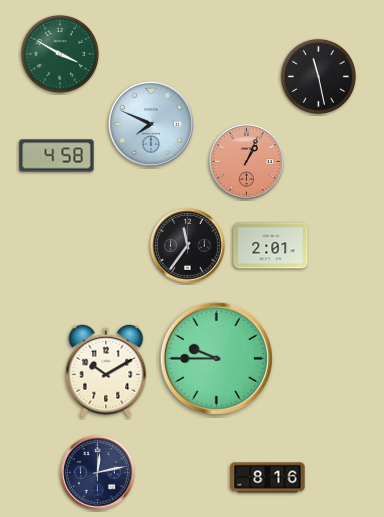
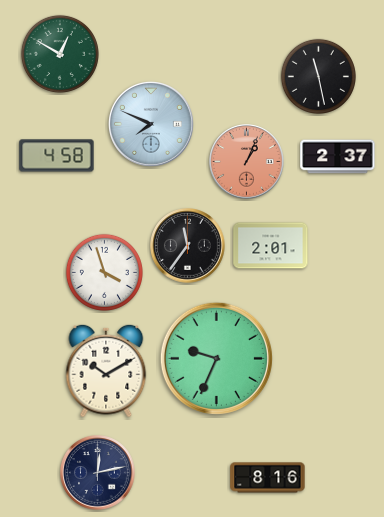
clock at (60, 54): 3:50 -> 12:50
clock at (338, 157): none -> 2:37
clock at (104, 272): none -> 3:57
clock at (216, 358): 9:45 -> 9:34
